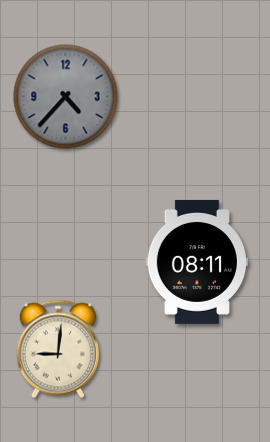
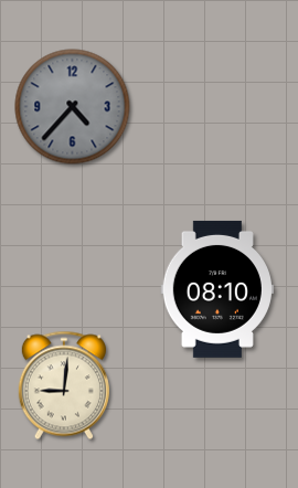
clock at (197, 262): 08:11 -> 08:10
